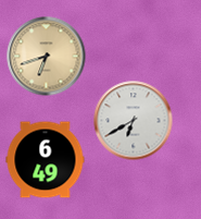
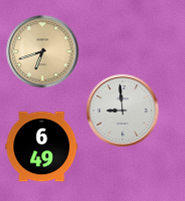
clock at (134, 121): 6:40 -> 8:59
